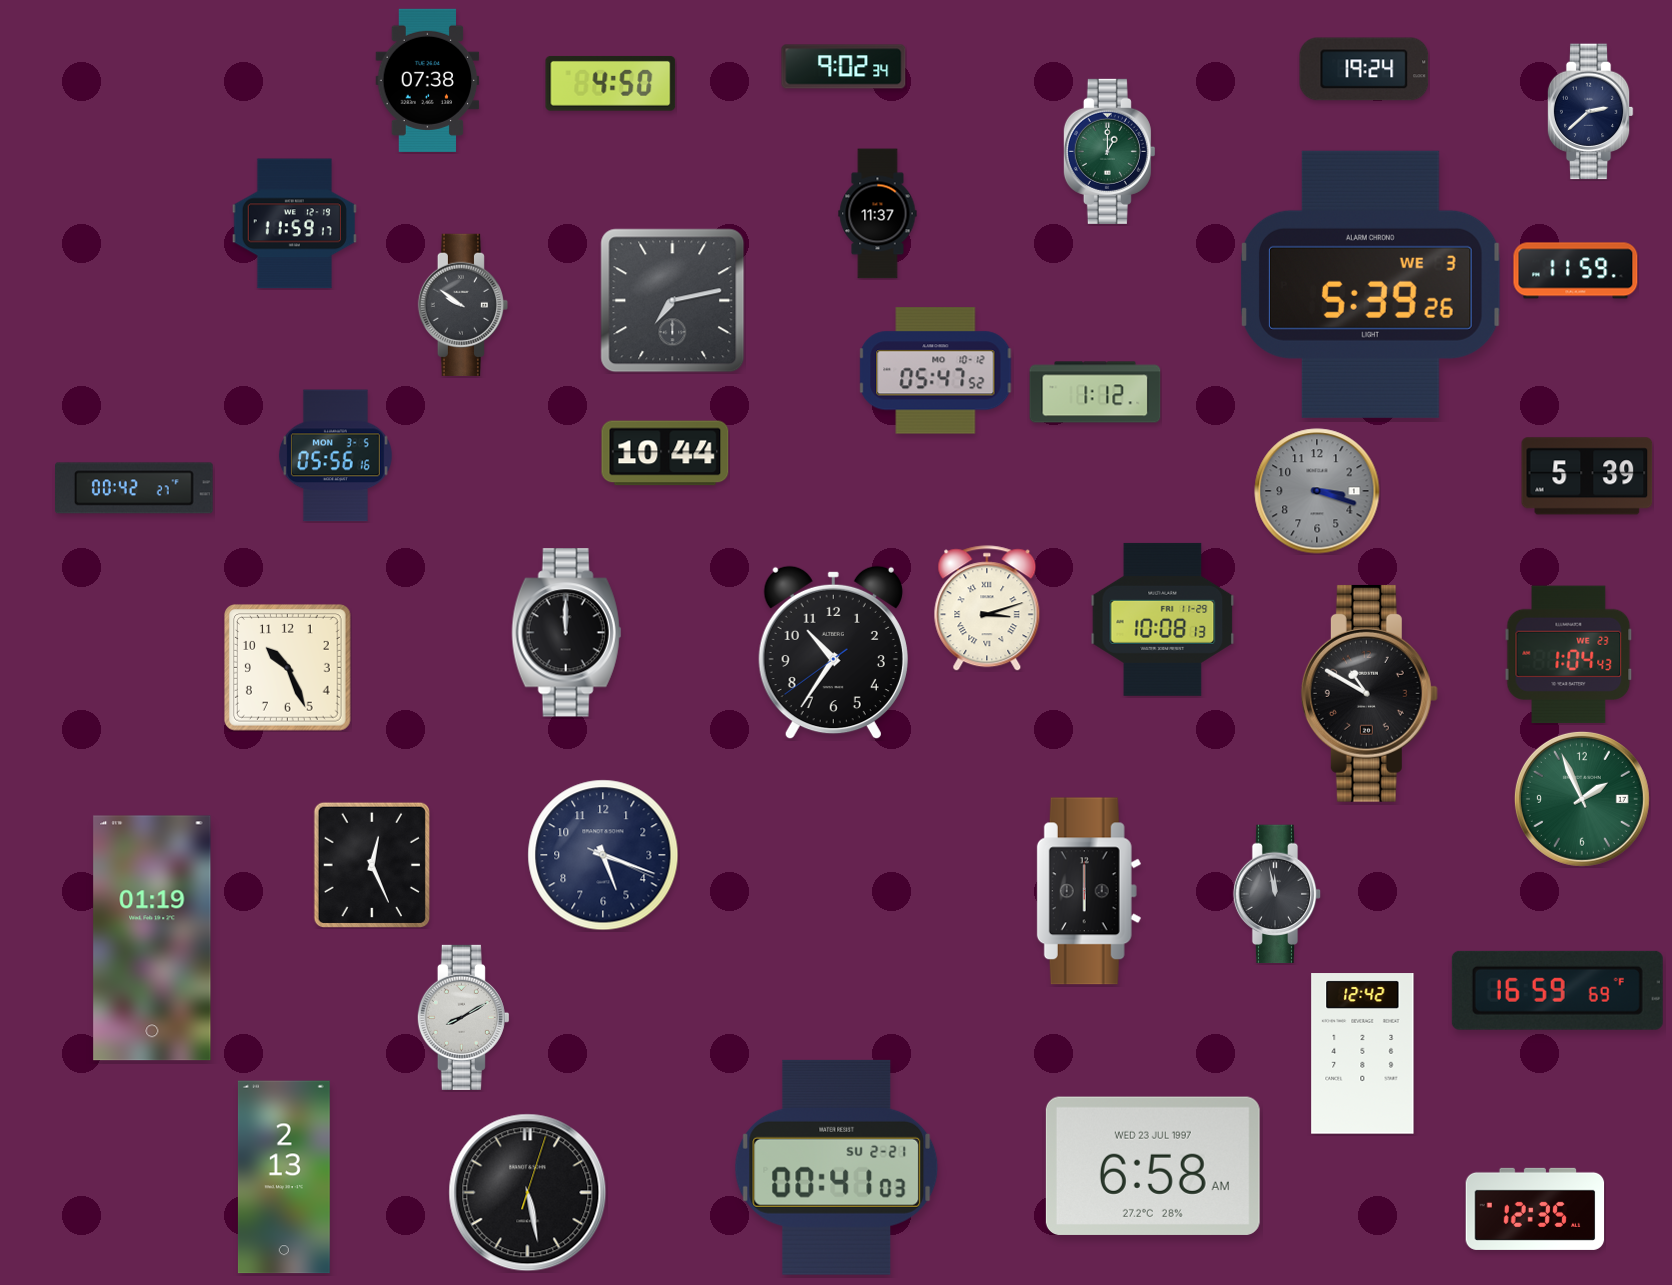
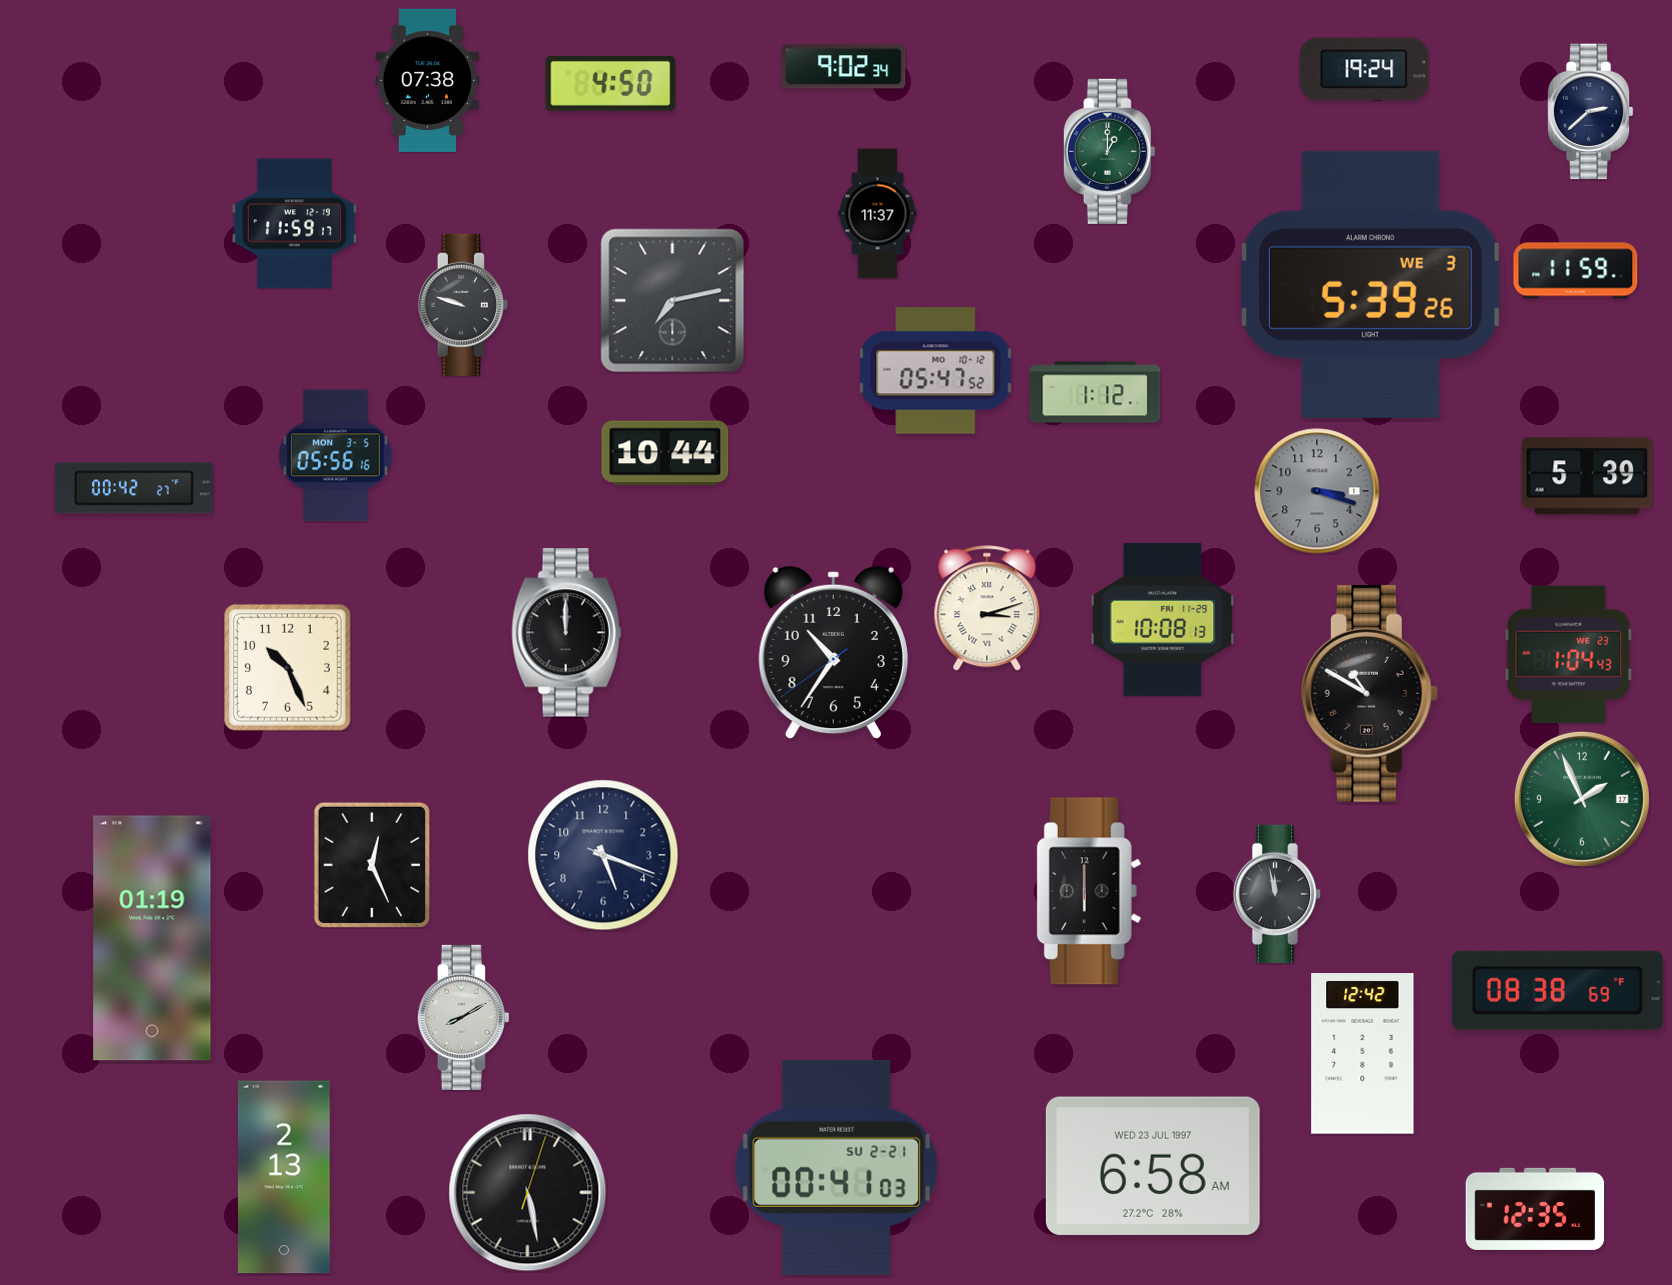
clock at (462, 305): 9:51 -> 9:48
clock at (1557, 990): 16:59 -> 08:38
